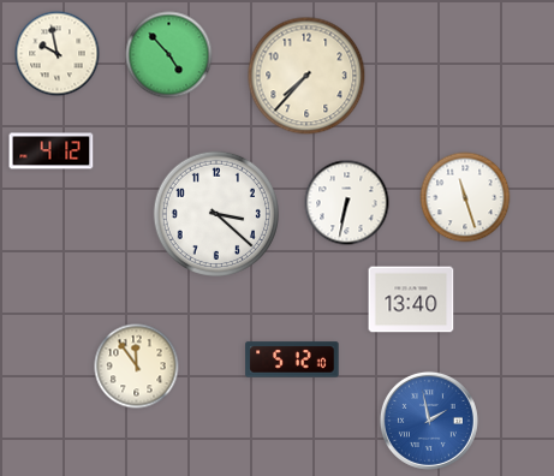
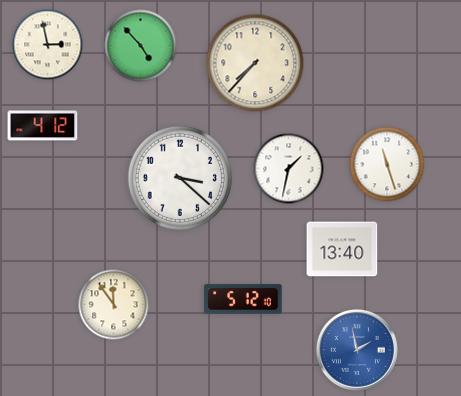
clock at (58, 54): 9:58 -> 2:58
clock at (347, 203): 6:32 -> 1:32
